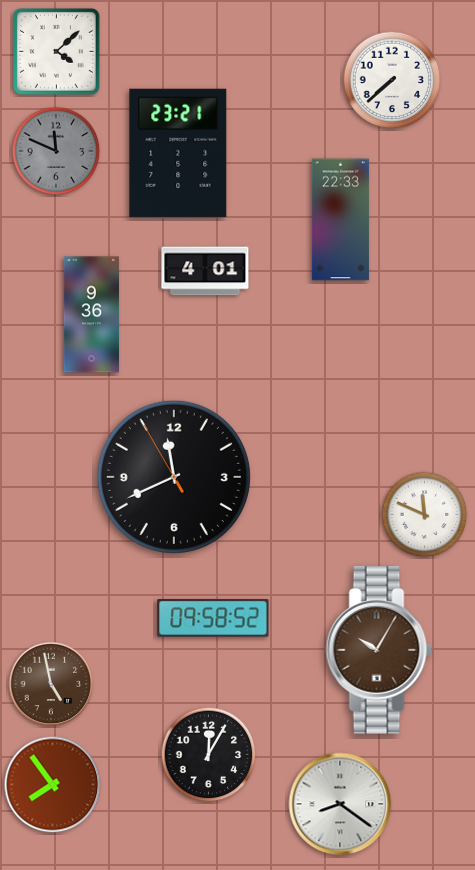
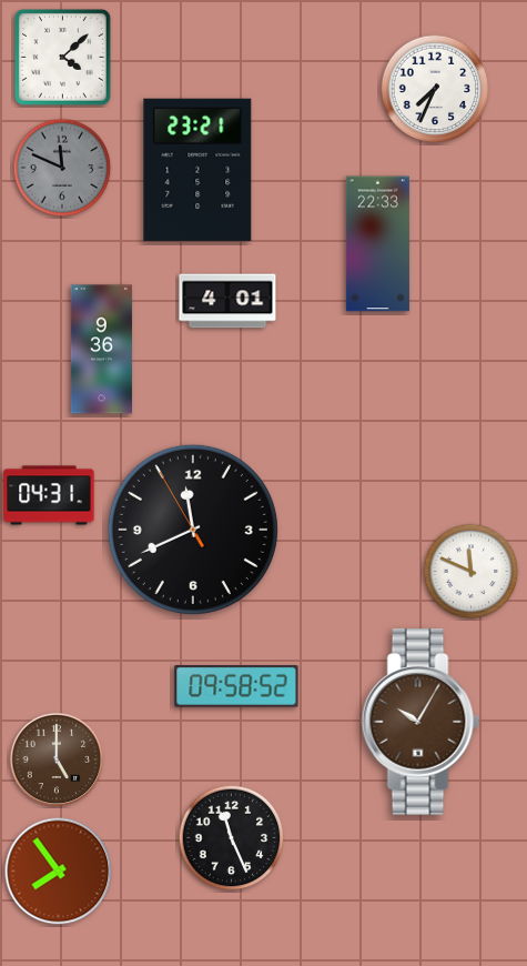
clock at (392, 80): 7:38 -> 7:34
clock at (49, 495): none -> 04:31
clock at (51, 684): 4:58 -> 5:00
clock at (209, 755): 12:05 -> 11:26
clock at (340, 804): 8:21 -> none
